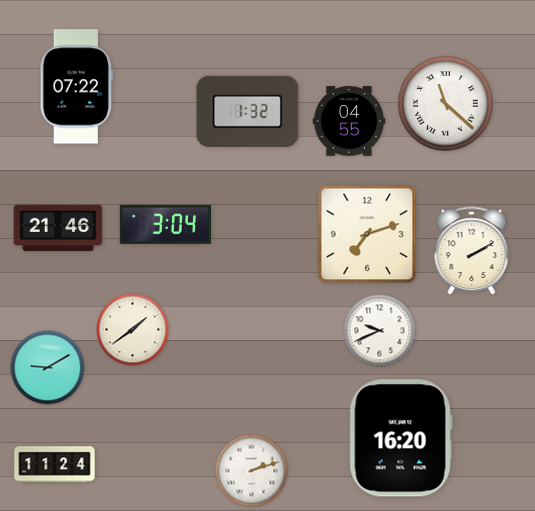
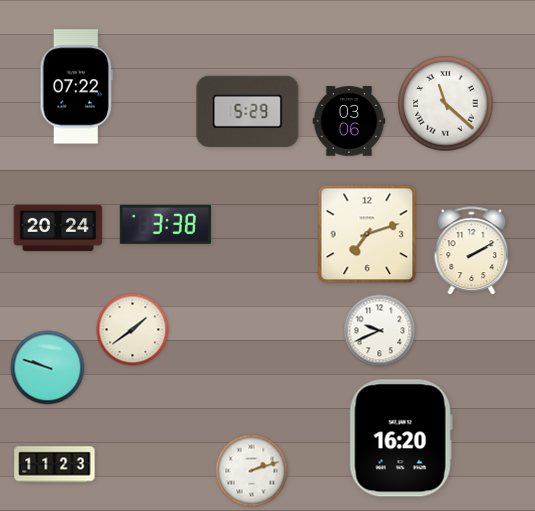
clock at (248, 111): 1:32 -> 5:29
clock at (349, 121): 04:55 -> 03:06
clock at (165, 224): 3:04 -> 3:38
clock at (58, 228): 21:46 -> 20:24
clock at (48, 368): 9:10 -> 9:48
clock at (55, 465): 11:24 -> 11:23
